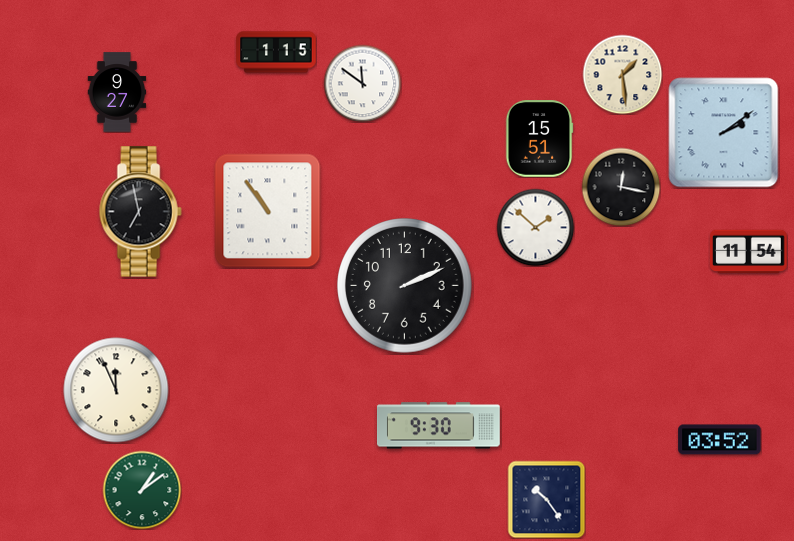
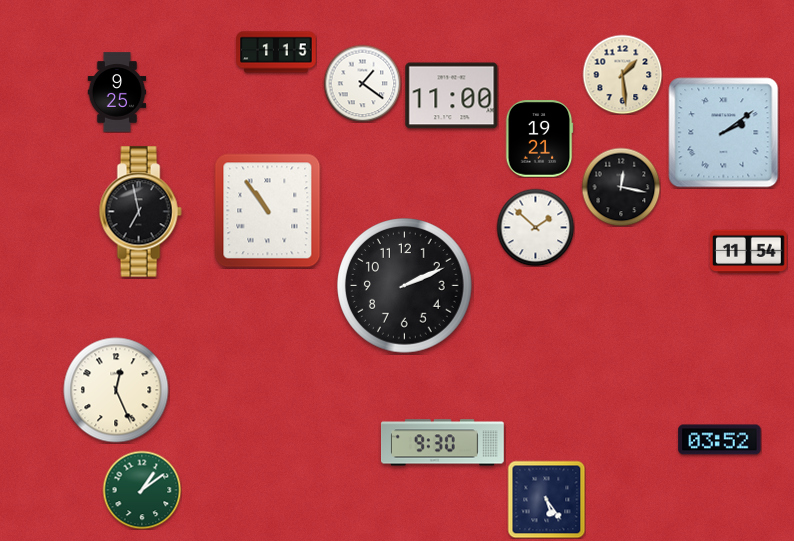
clock at (362, 83): 11:51 -> 1:21
clock at (117, 92): 9:27 -> 9:25
clock at (452, 96): none -> 11:00
clock at (539, 139): 15:51 -> 19:21
clock at (116, 390): 11:56 -> 12:26
clock at (439, 426) position: (439, 426) -> (443, 443)
clock at (546, 499): 10:24 -> 5:24
